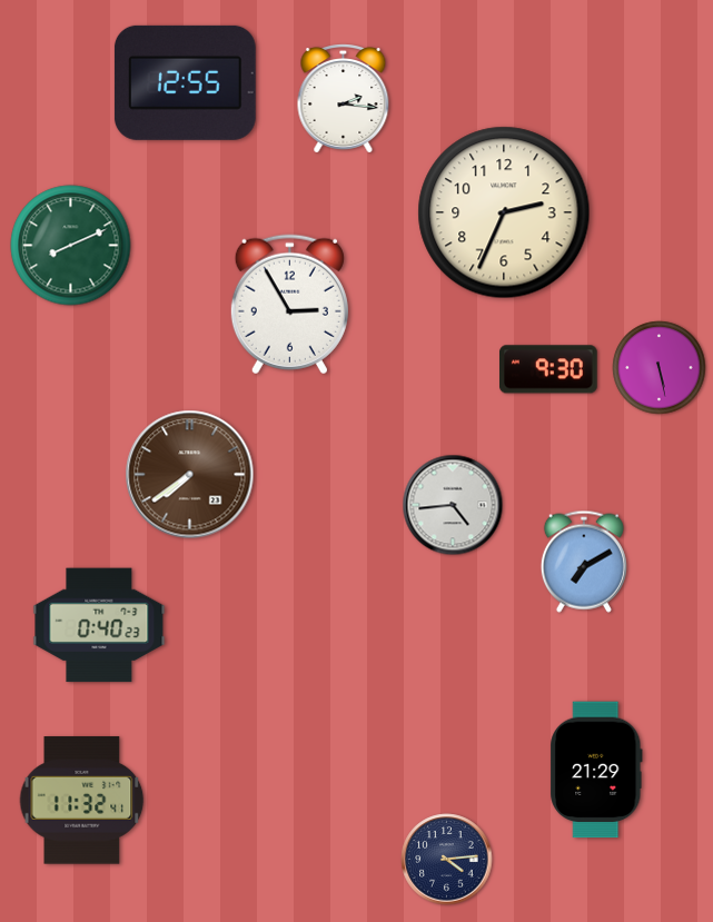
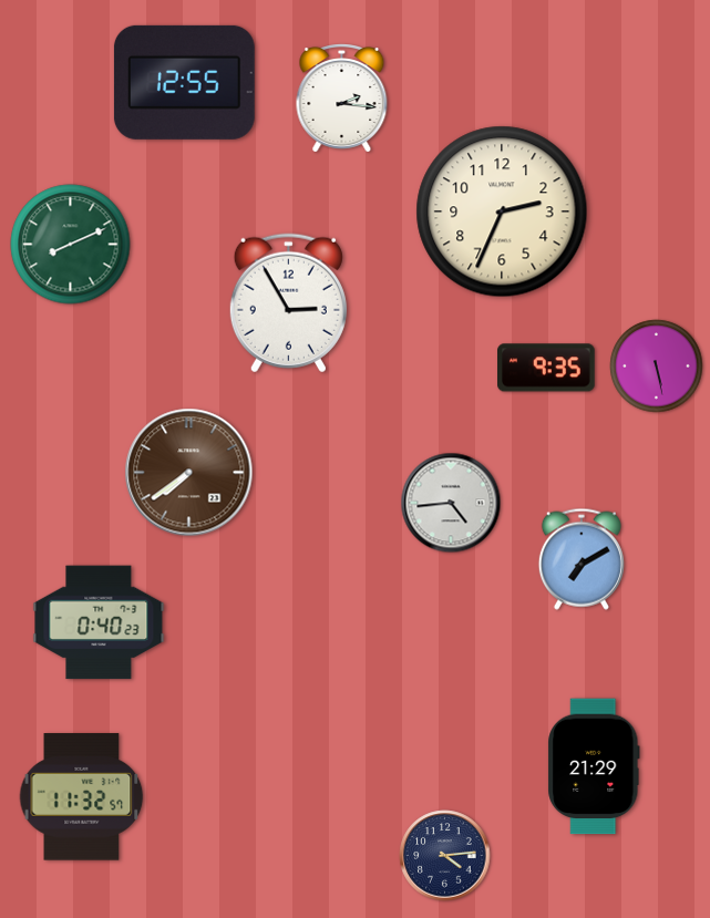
clock at (549, 369): 9:30 -> 9:35
clock at (82, 801): 11:32:41 -> 11:32:57
